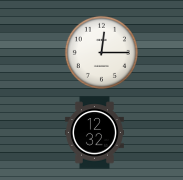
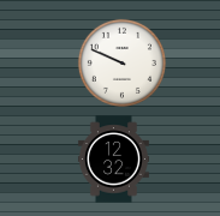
clock at (101, 52): 12:15 -> 9:49
